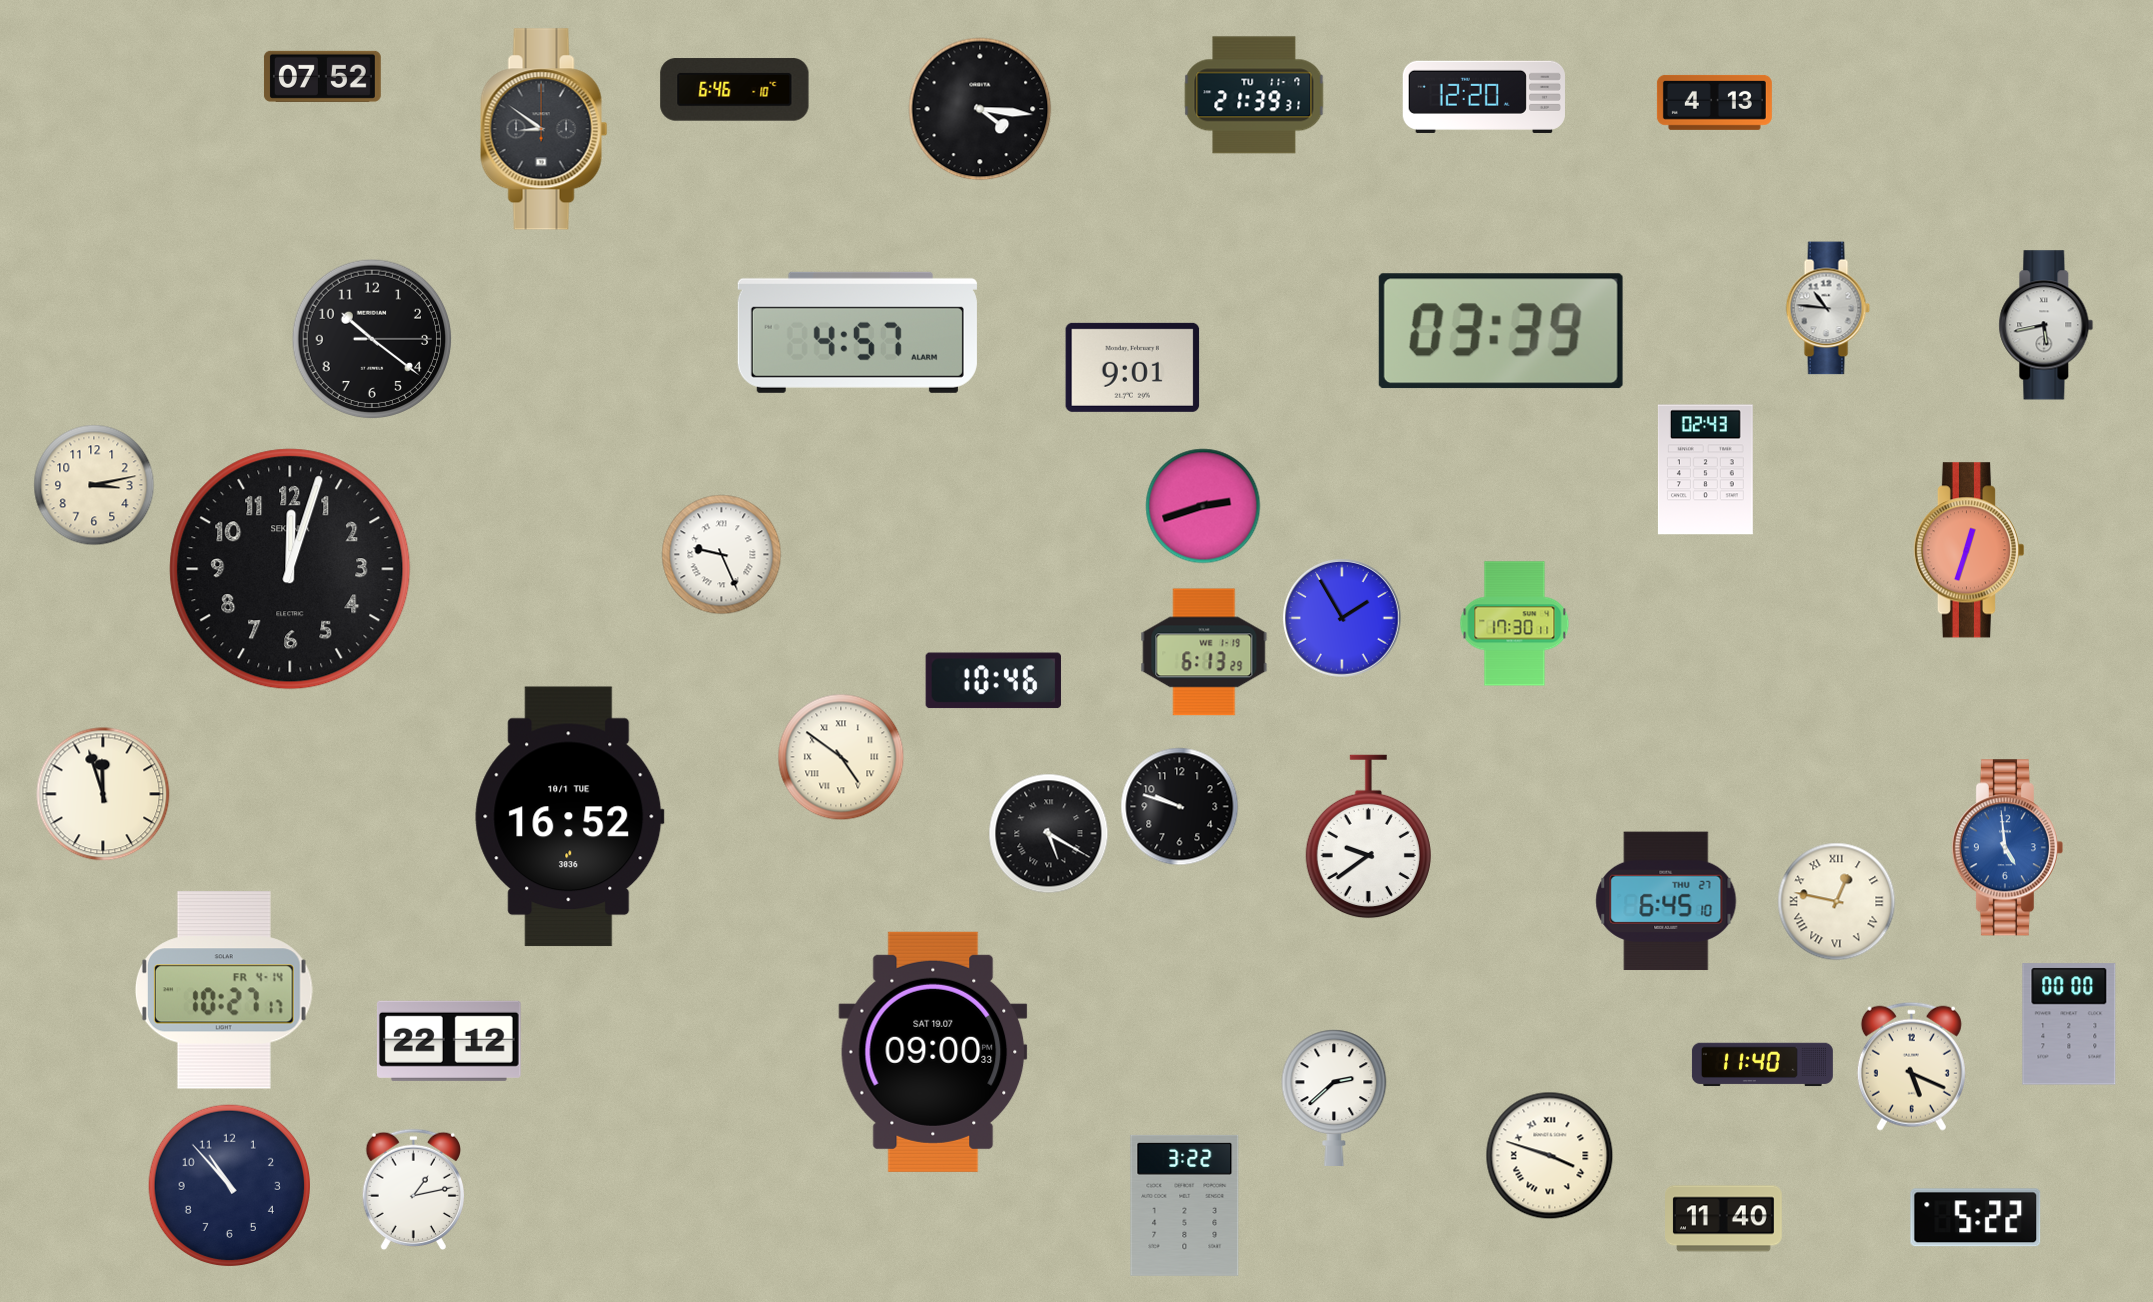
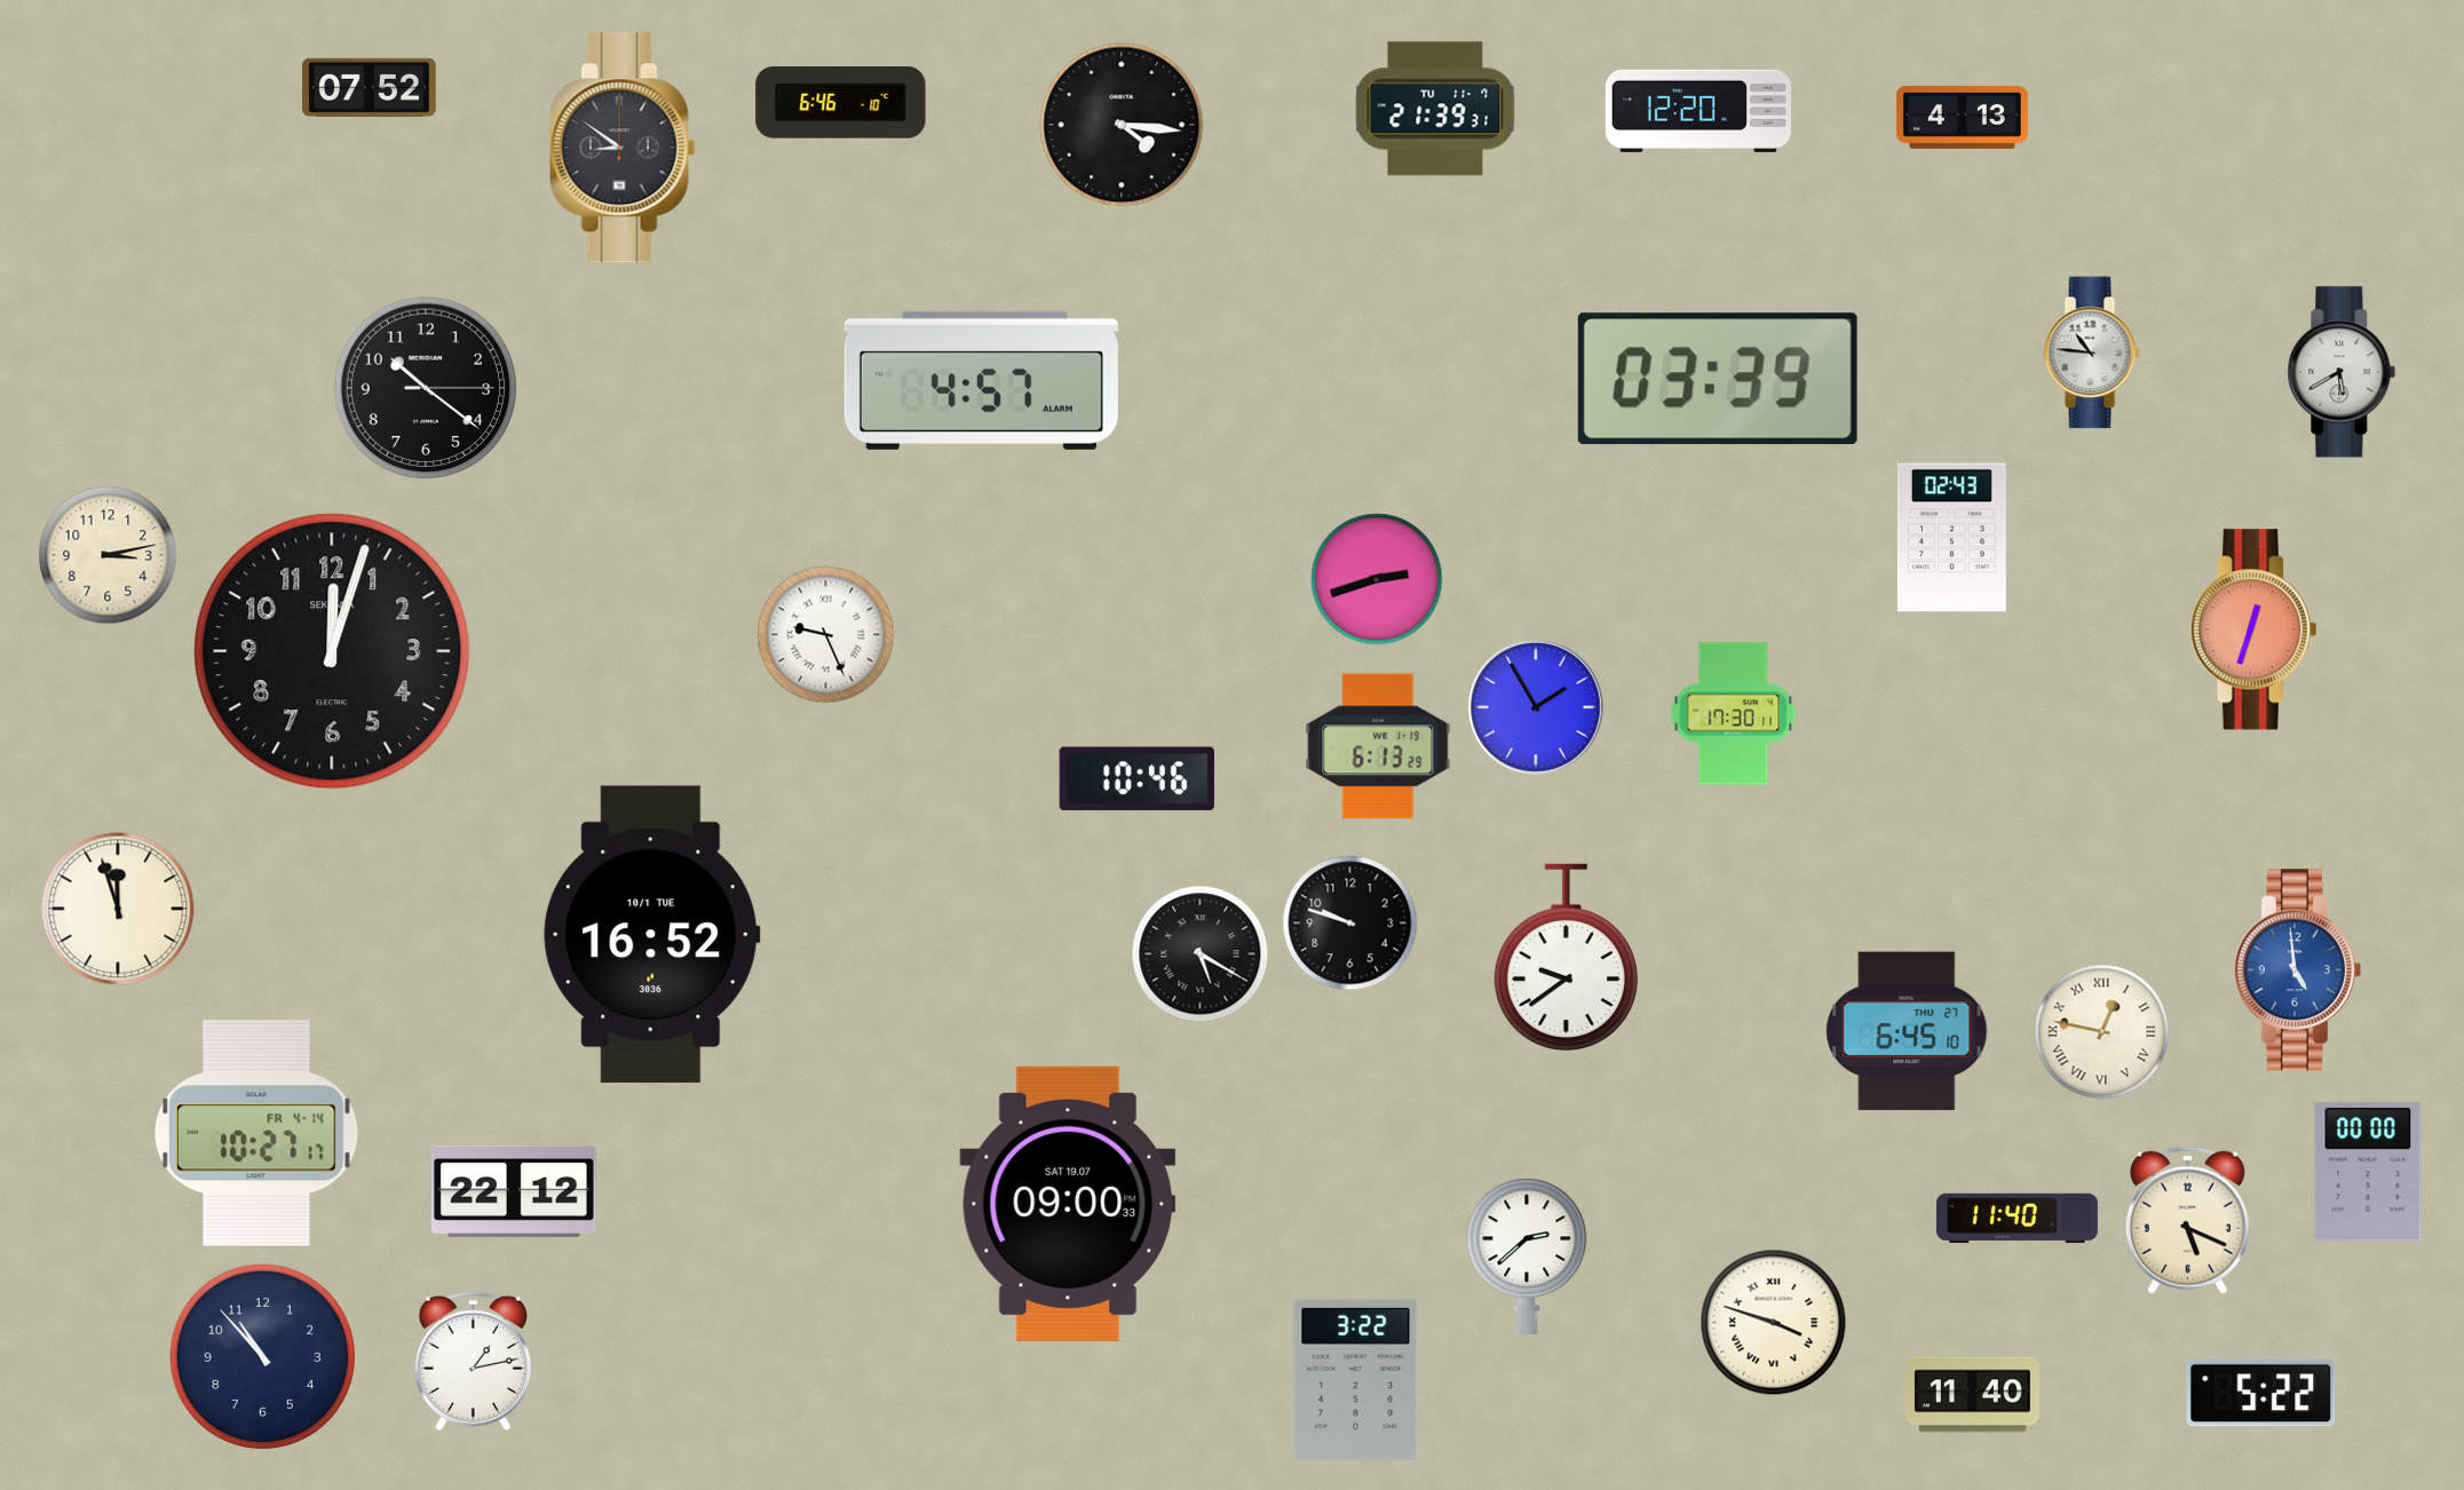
clock at (2046, 325): 5:43 -> 5:40
clock at (1133, 367): 9:01 -> none
clock at (841, 757): 4:51 -> none
